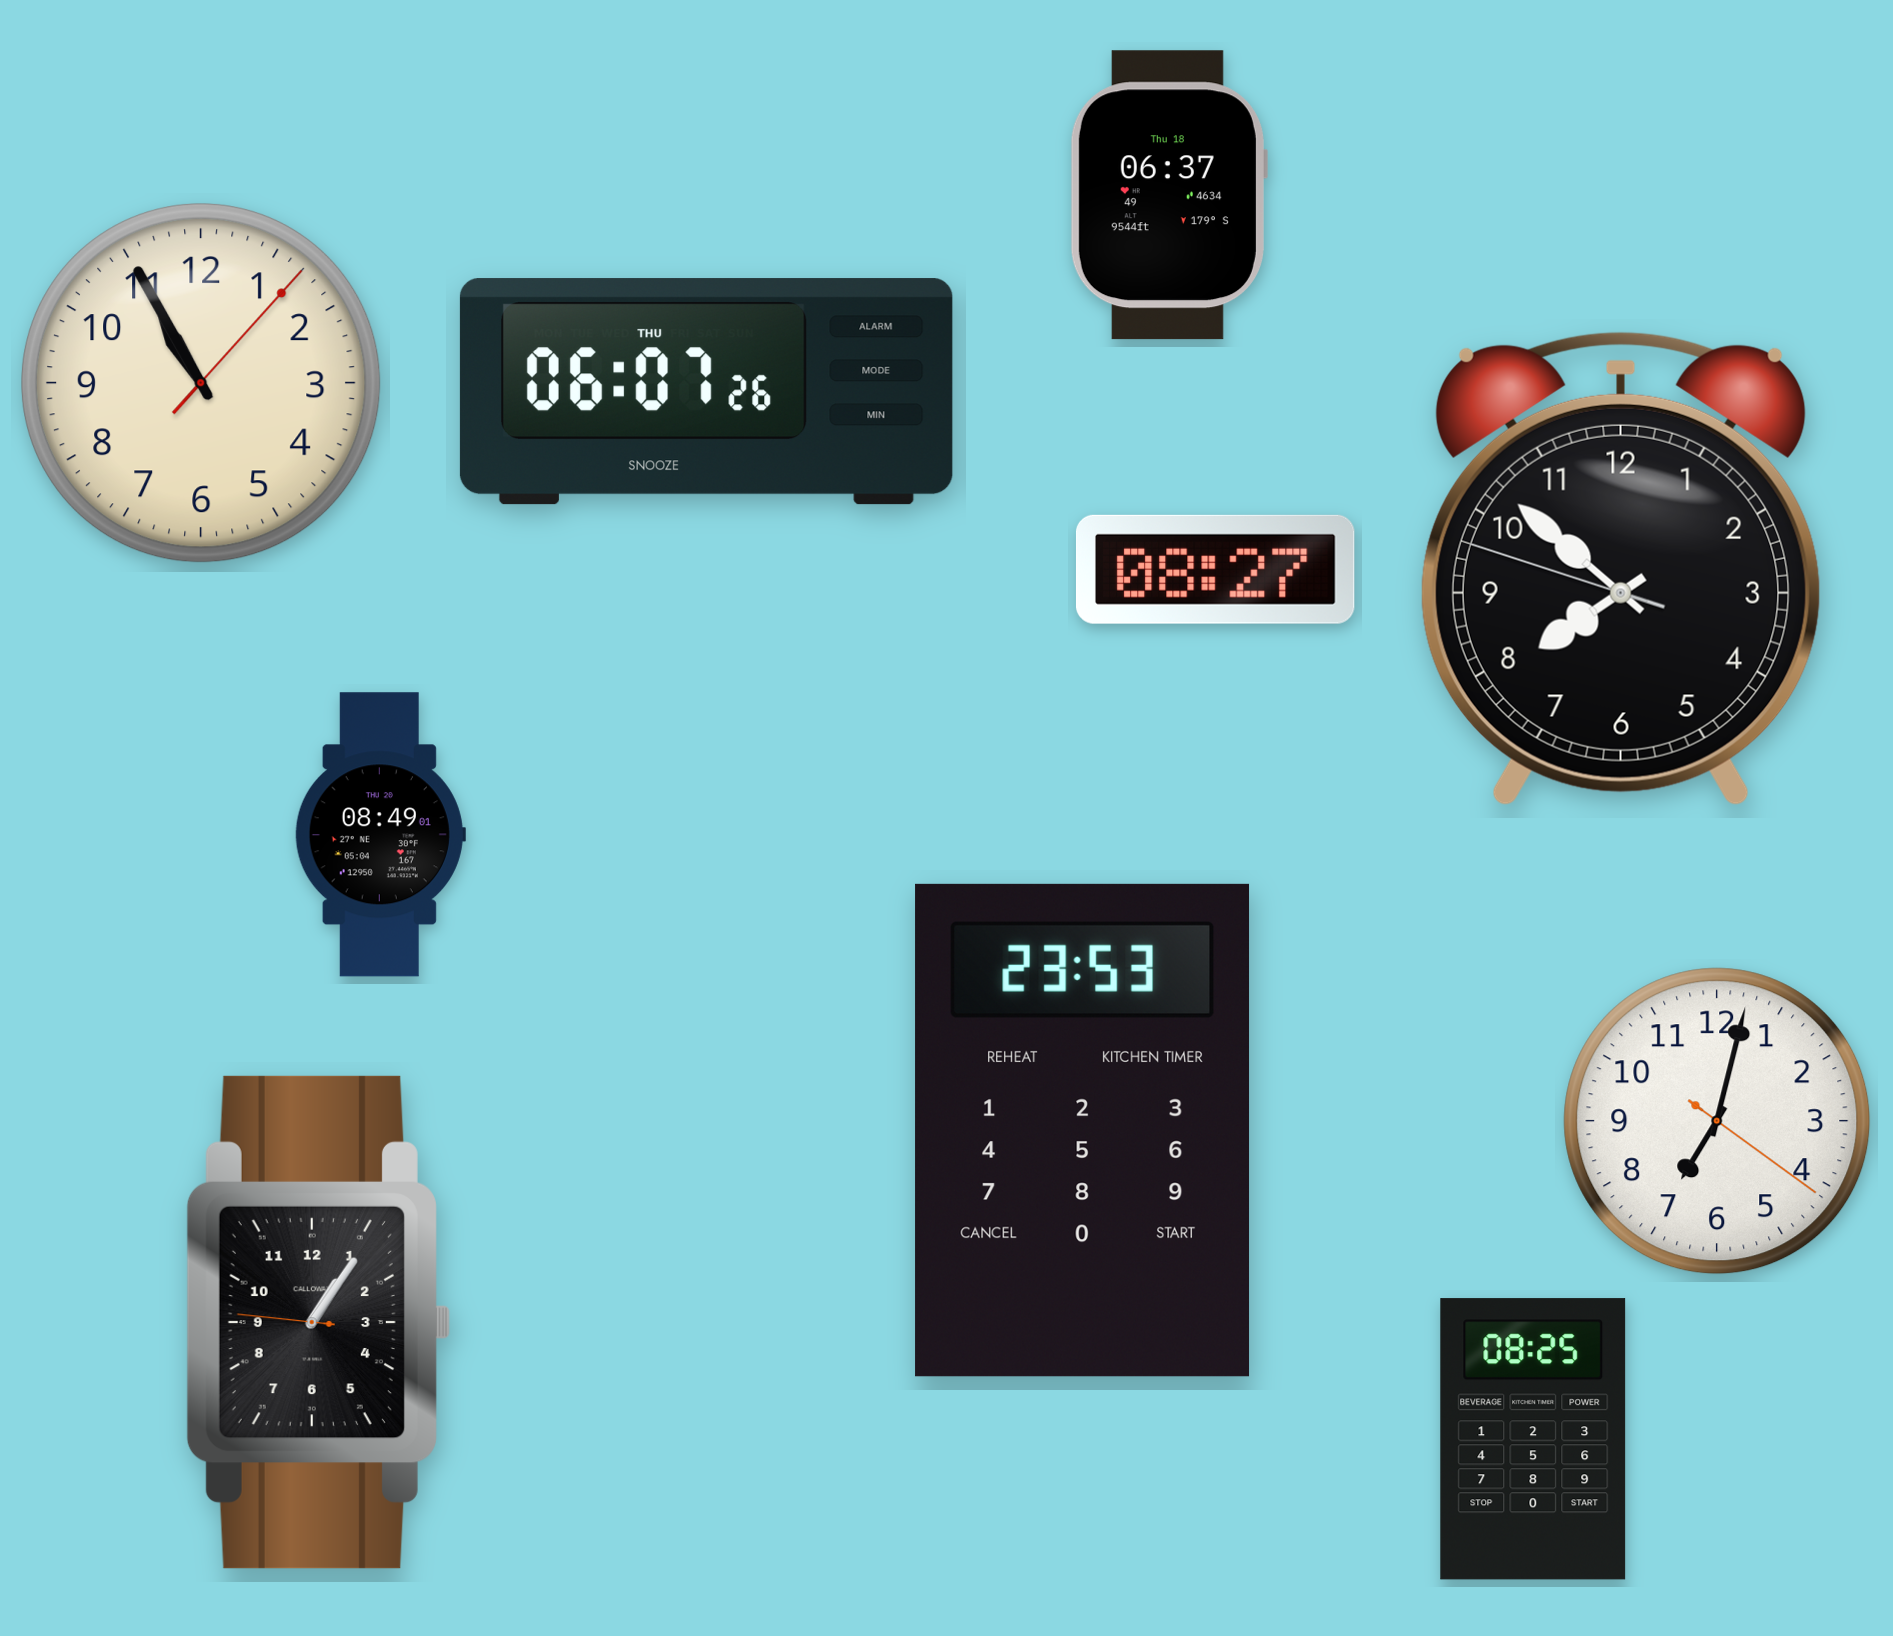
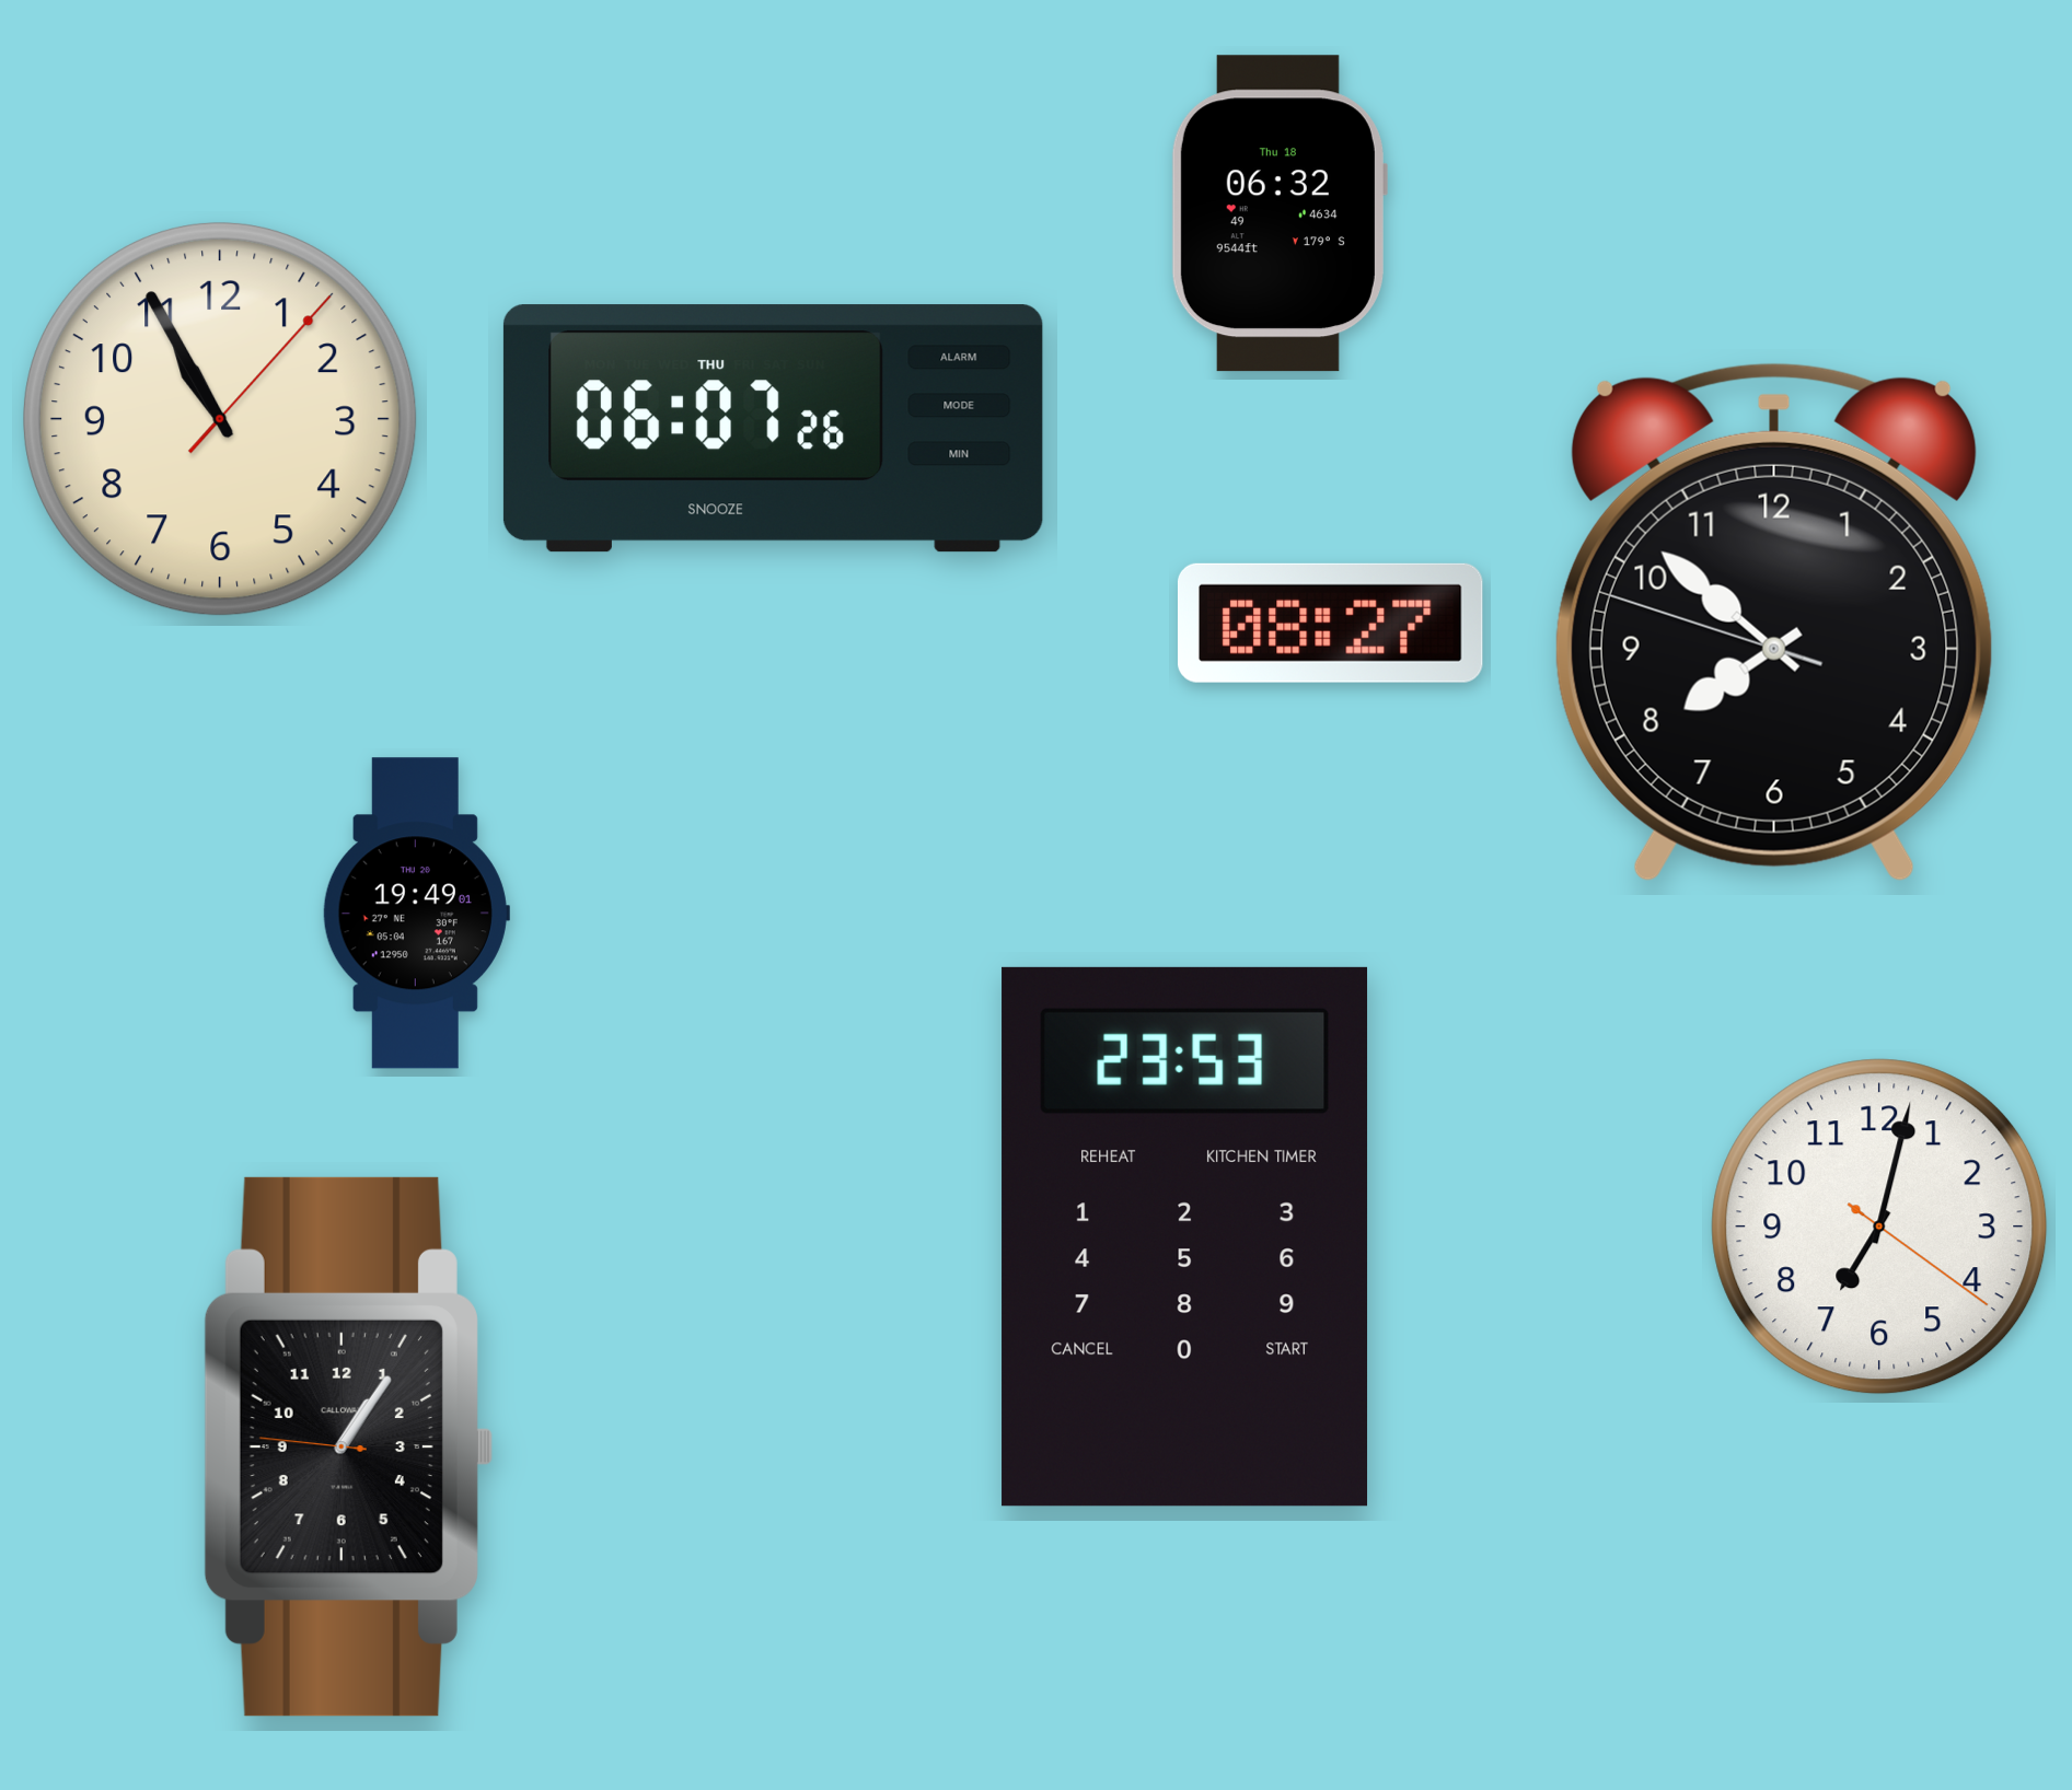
clock at (1168, 195): 06:37 -> 06:32
clock at (380, 835): 08:49 -> 19:49
clock at (1533, 1439): 08:25 -> none
